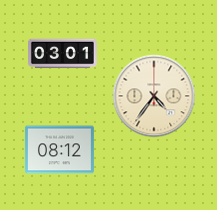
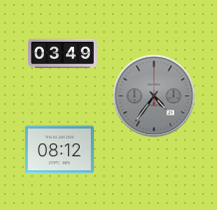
clock at (63, 54): 03:01 -> 03:49
clock at (154, 96) dial: cream -> grey
